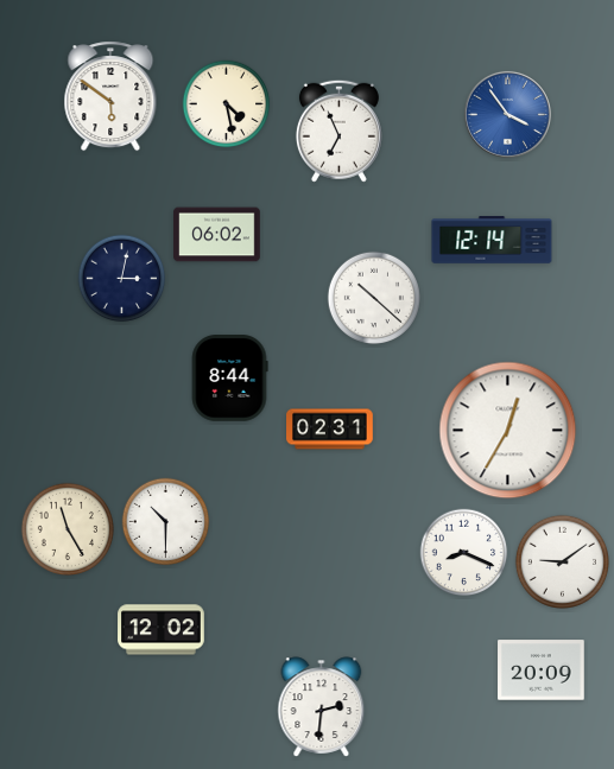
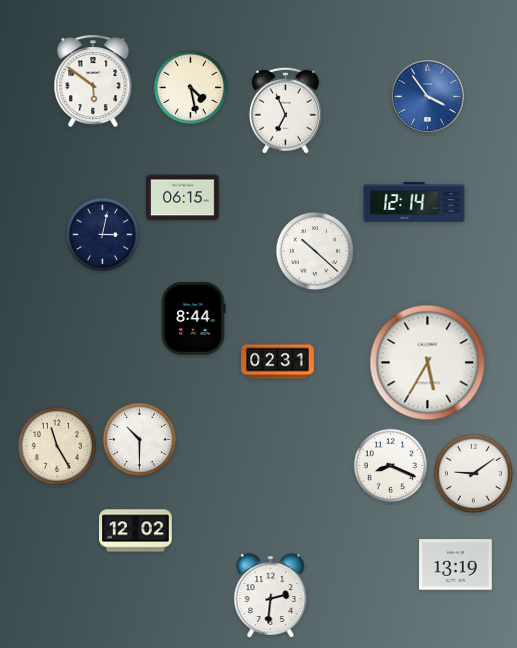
clock at (217, 235): 06:02 -> 06:15
clock at (508, 431): 12:35 -> 5:35
clock at (542, 671): 20:09 -> 13:19
